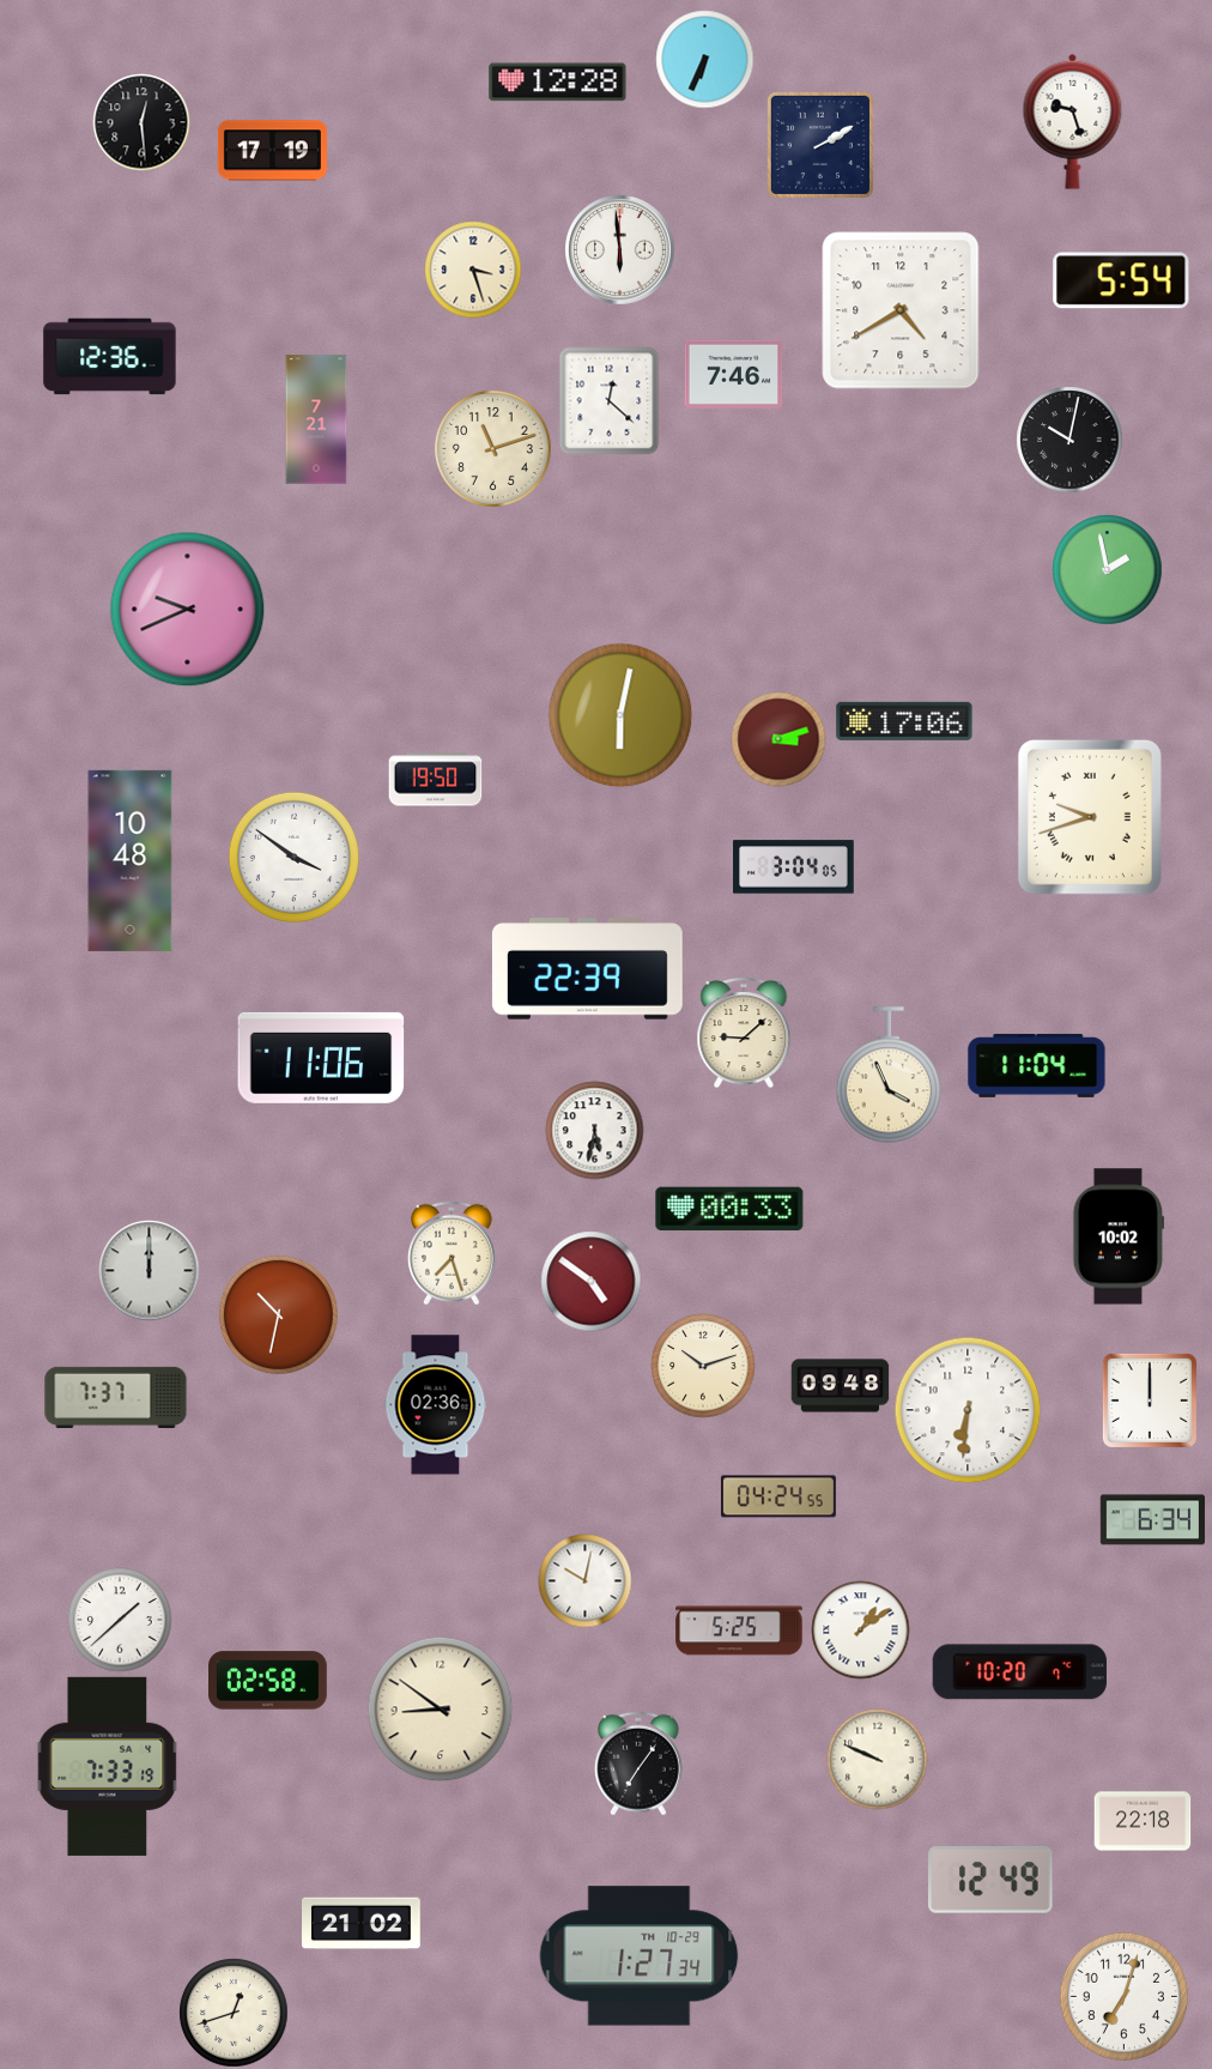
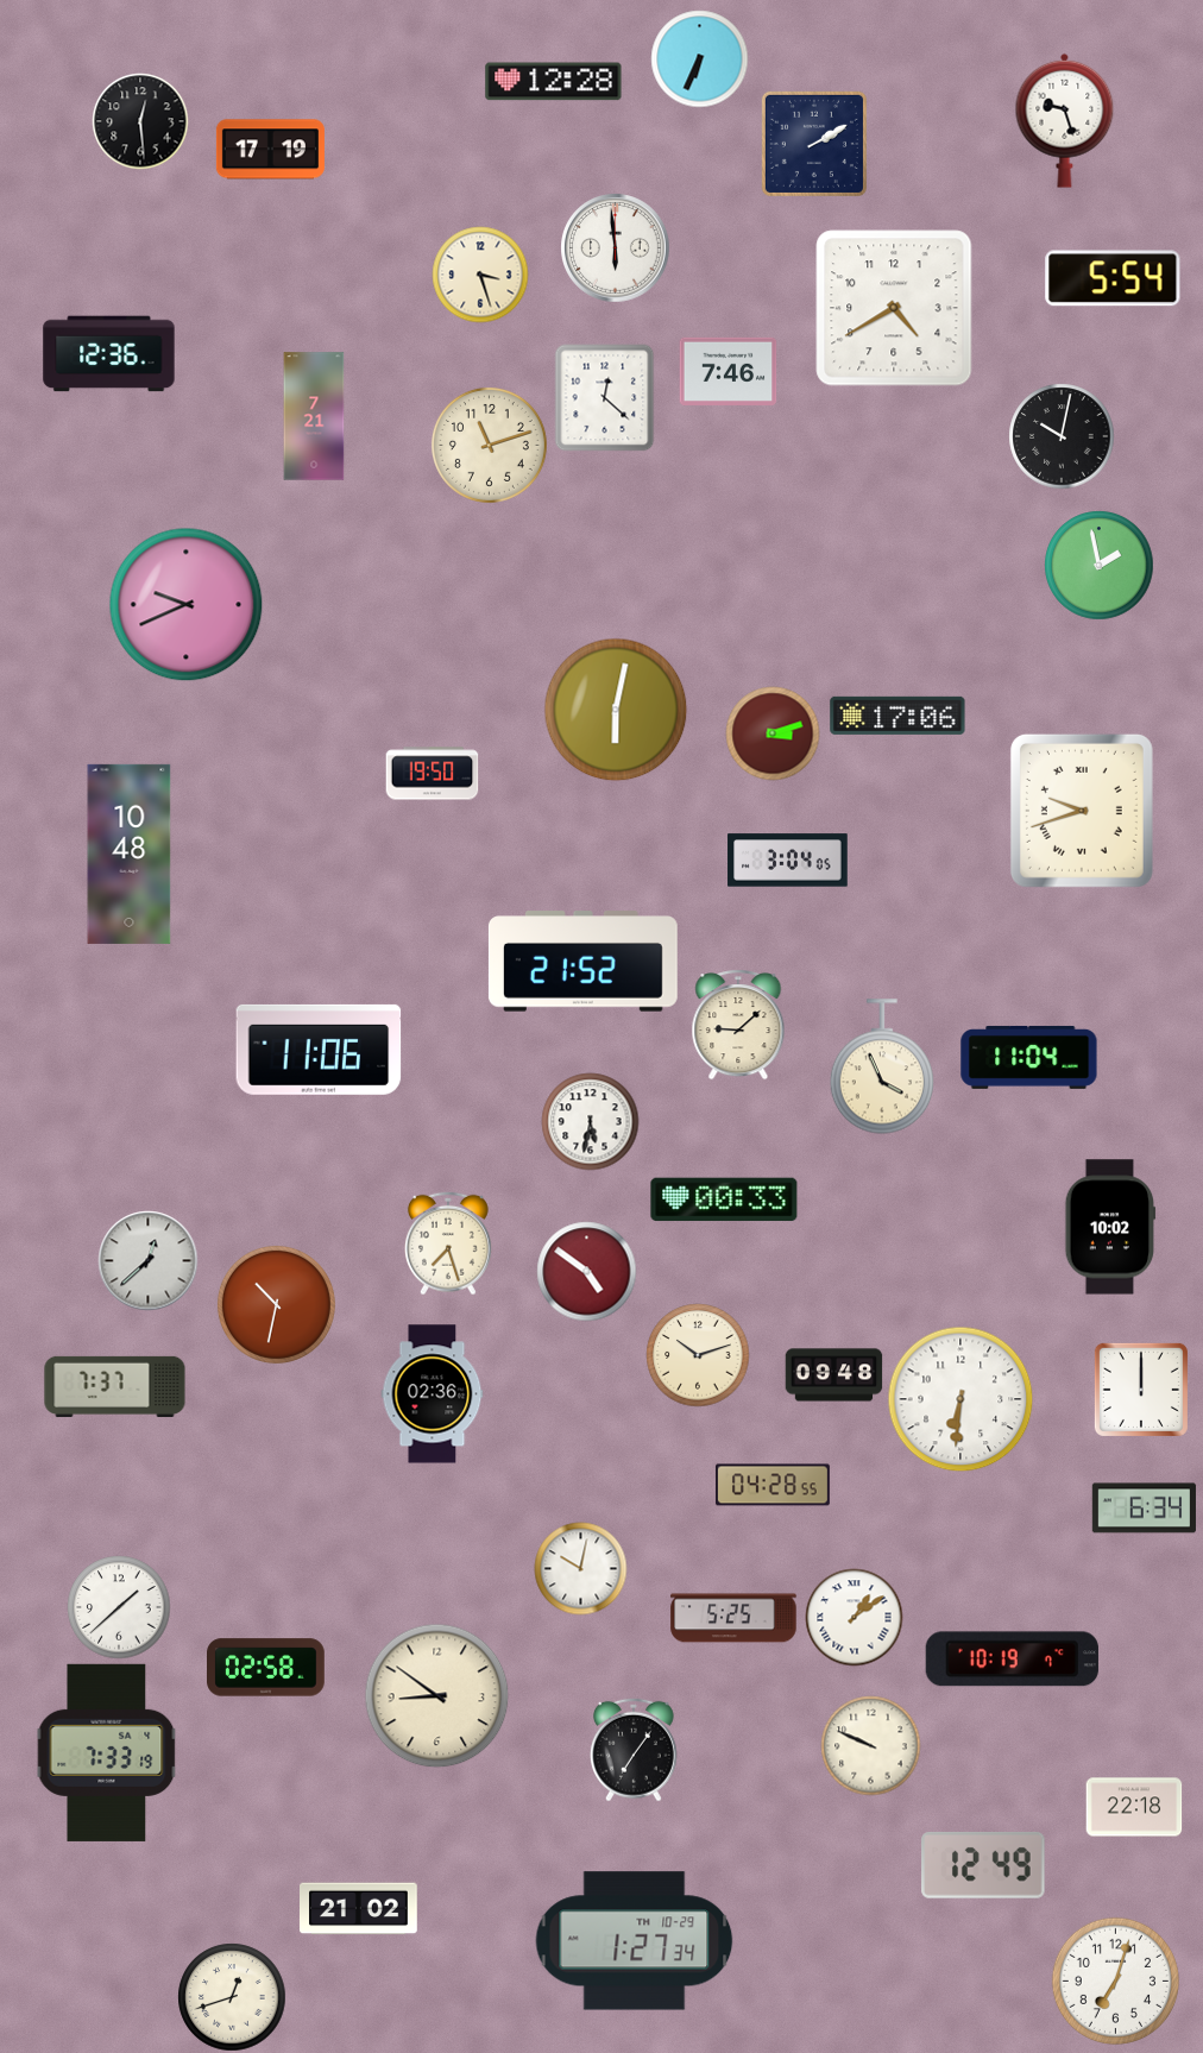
clock at (473, 270) position: (473, 270) -> (480, 275)
clock at (293, 857): 3:51 -> none
clock at (587, 969): 22:39 -> 21:52
clock at (149, 1270): 12:00 -> 12:38
clock at (778, 1496): 04:24 -> 04:28
clock at (1019, 1672): 10:20 -> 10:19
